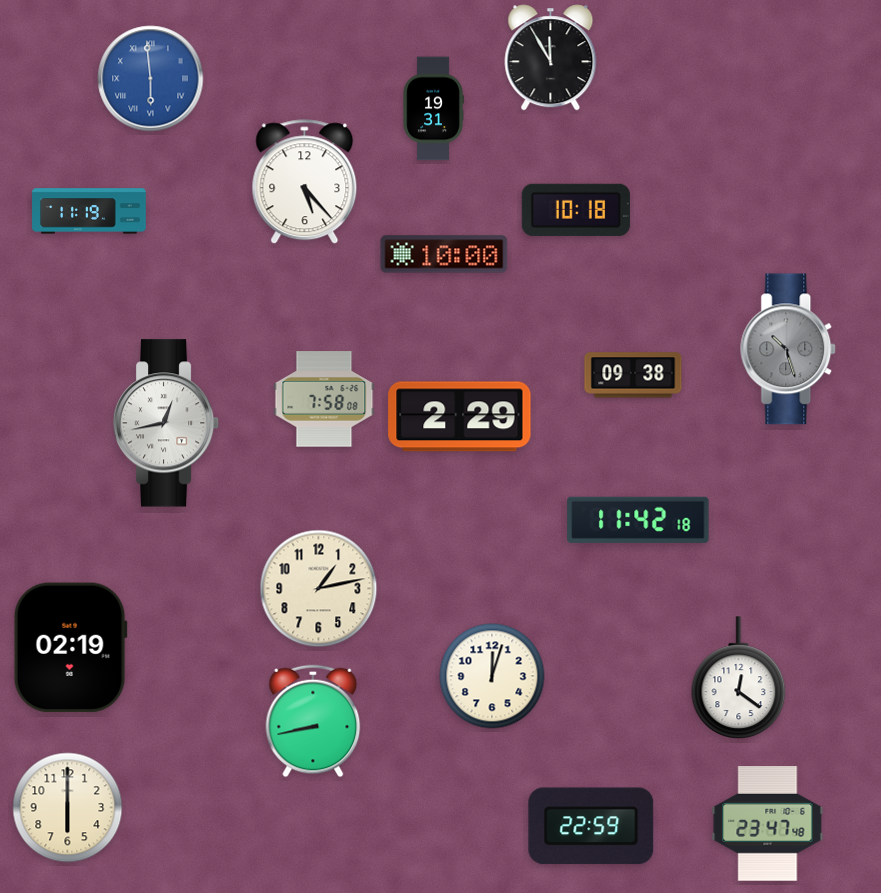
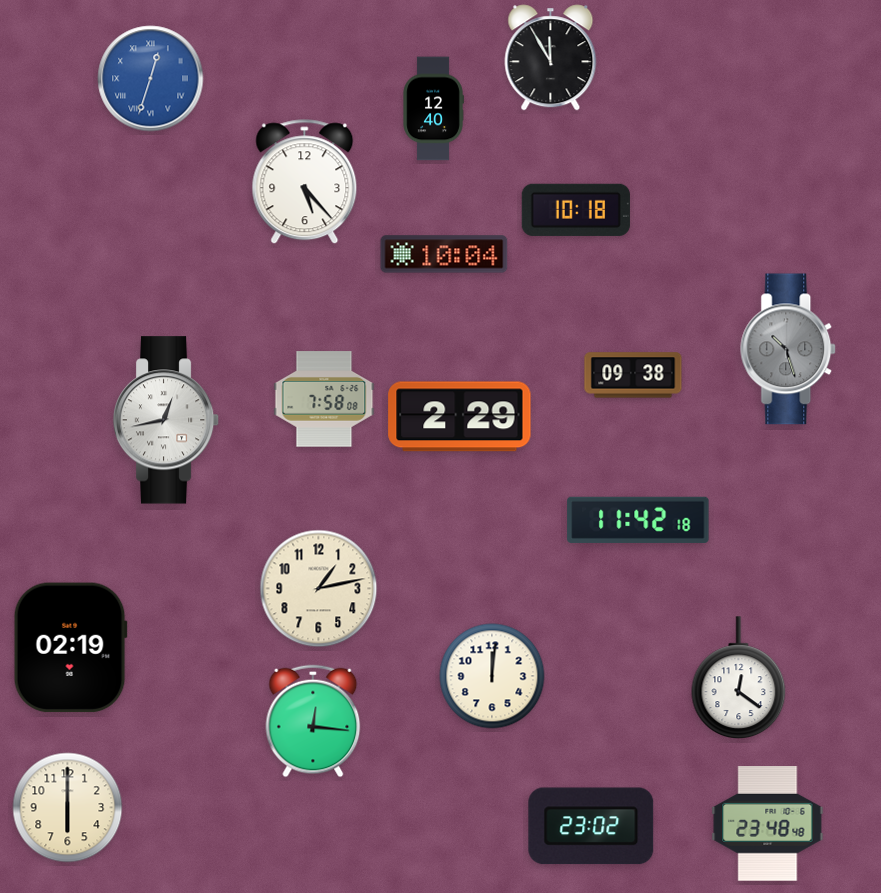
clock at (151, 79): 5:59 -> 12:33
clock at (433, 109): 19:31 -> 12:40
clock at (89, 211): 11:19 -> none
clock at (444, 254): 10:00 -> 10:04
clock at (166, 423) position: (166, 423) -> (166, 420)
clock at (492, 676): 12:03 -> 12:01
clock at (313, 721): 8:43 -> 12:16
clock at (768, 824): 23:47 -> 23:48
clock at (591, 826): 22:59 -> 23:02
